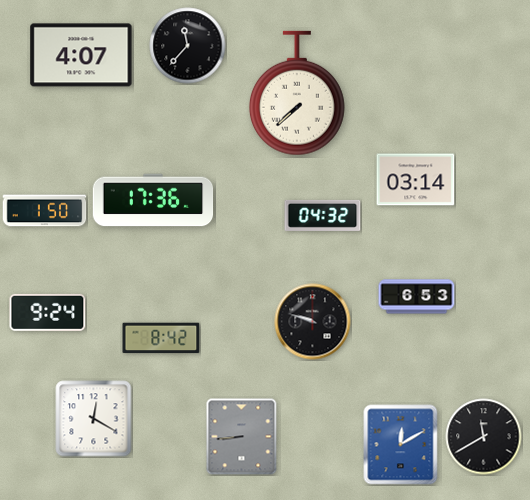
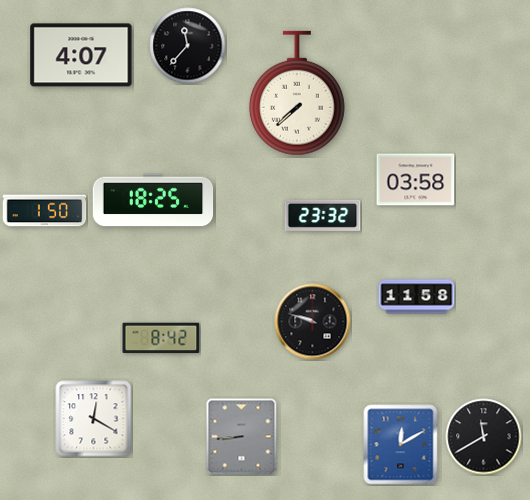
clock at (416, 180): 03:14 -> 03:58
clock at (153, 200): 17:36 -> 18:25
clock at (323, 215): 04:32 -> 23:32
clock at (417, 297): 6:53 -> 11:58
clock at (48, 312): 9:24 -> none
